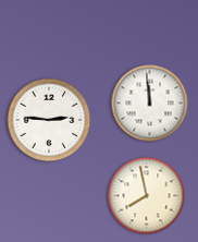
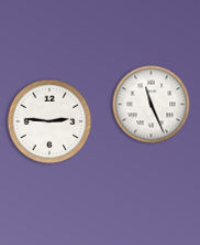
clock at (150, 104): 11:59 -> 11:26
clock at (147, 196): 7:58 -> none
